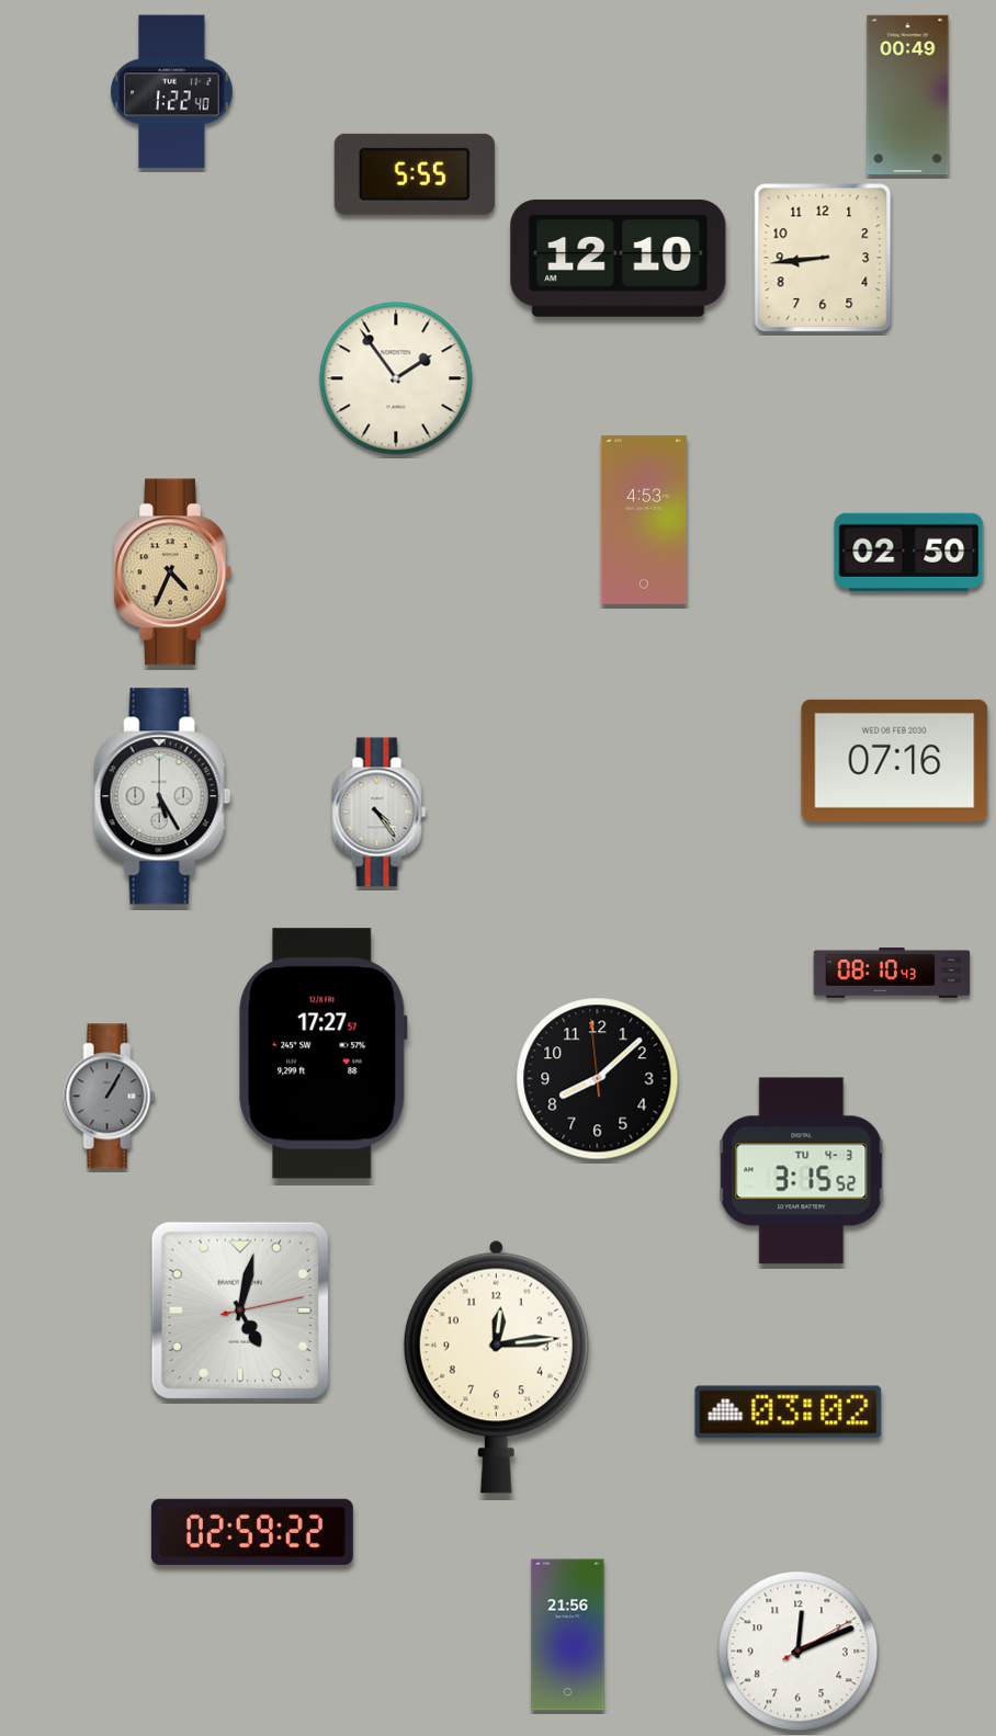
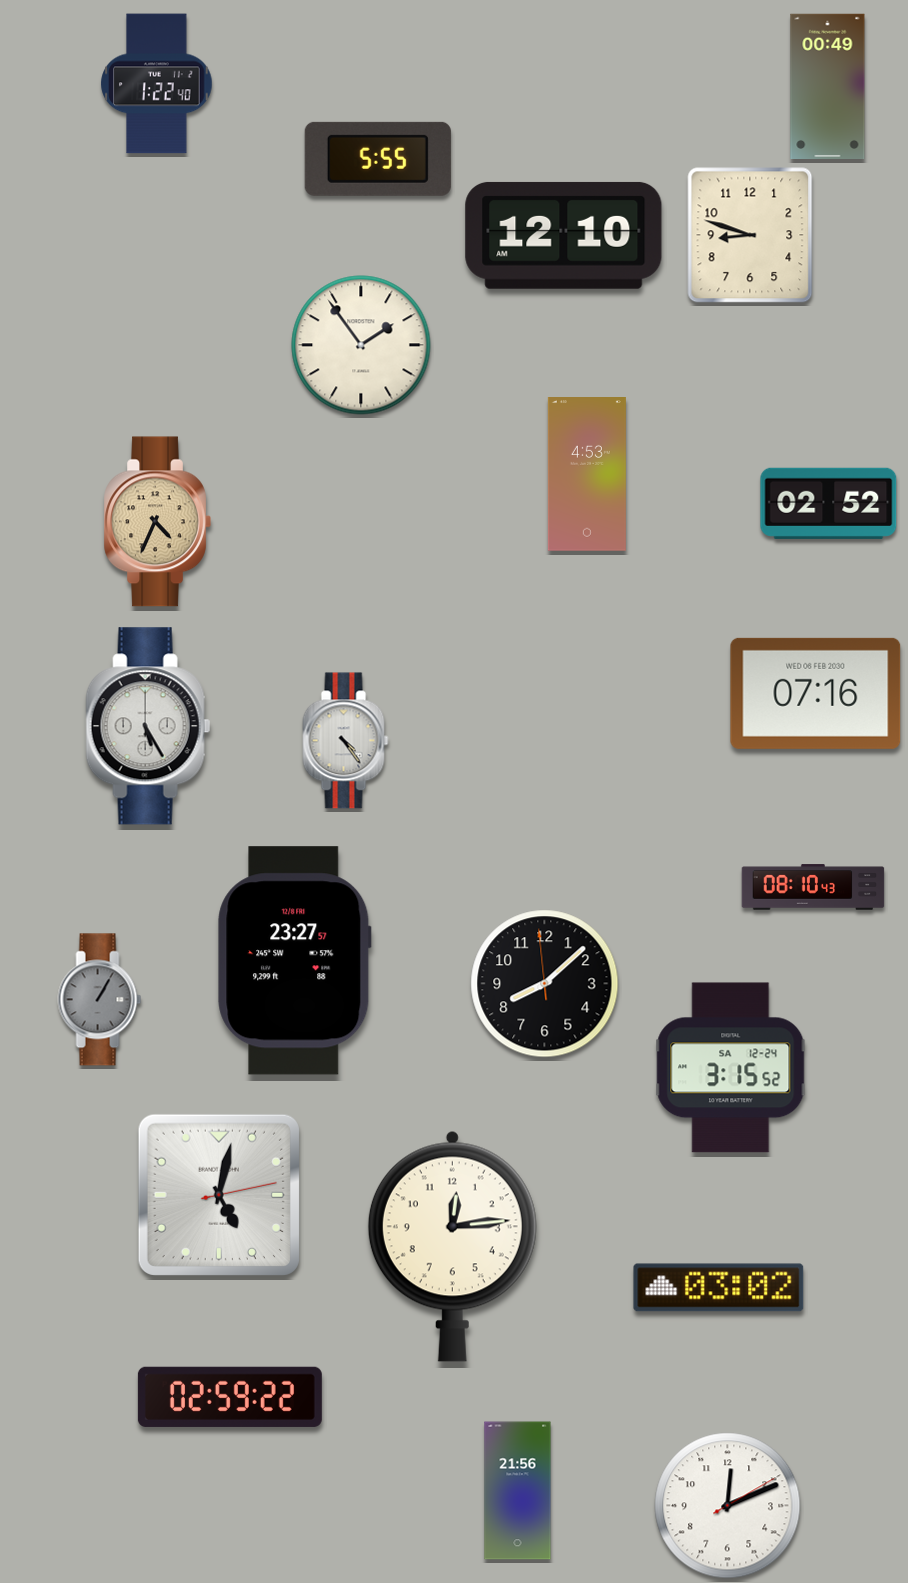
clock at (823, 258): 8:44 -> 8:48
clock at (909, 552): 02:50 -> 02:52
clock at (324, 1054): 17:27 -> 23:27
clock at (802, 1171) date: TU 4-3 -> SA 12-24
